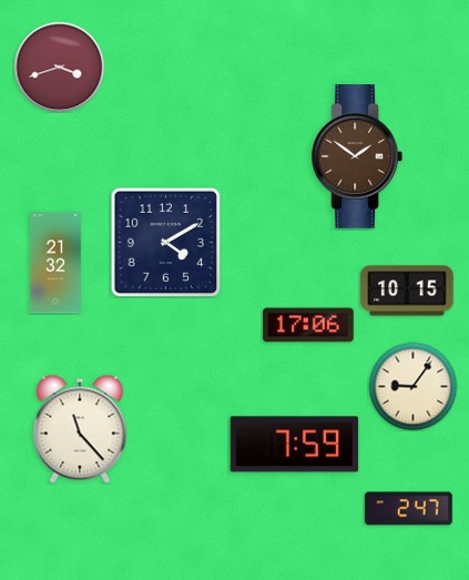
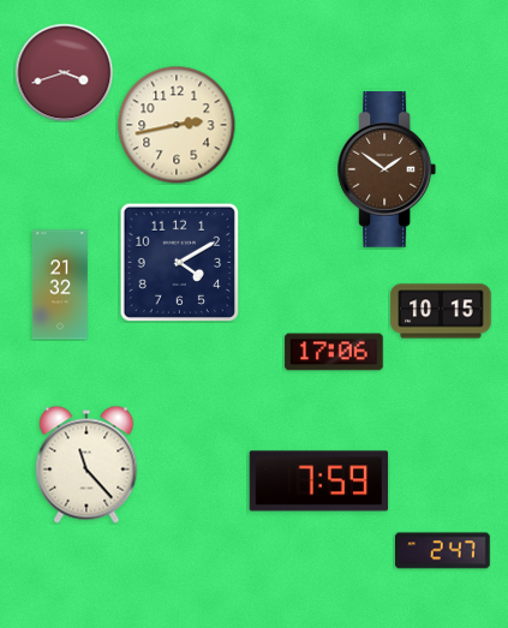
clock at (177, 125): none -> 2:43
clock at (407, 291) position: (407, 291) -> (441, 311)
clock at (412, 386): 9:06 -> none
